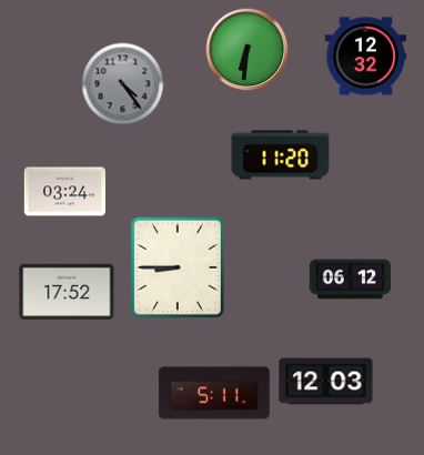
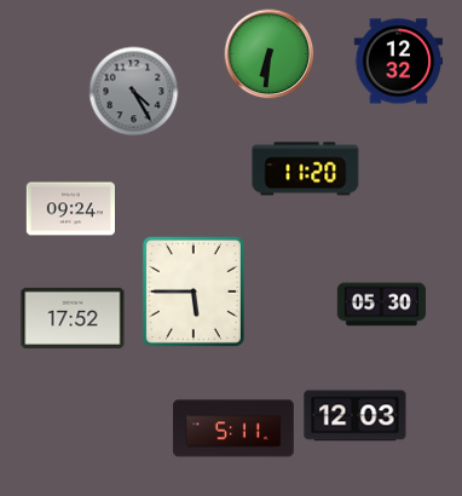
clock at (123, 84): 4:24 -> 4:25
clock at (64, 192): 03:24 -> 09:24
clock at (178, 267): 8:45 -> 5:45
clock at (351, 280): 06:12 -> 05:30
